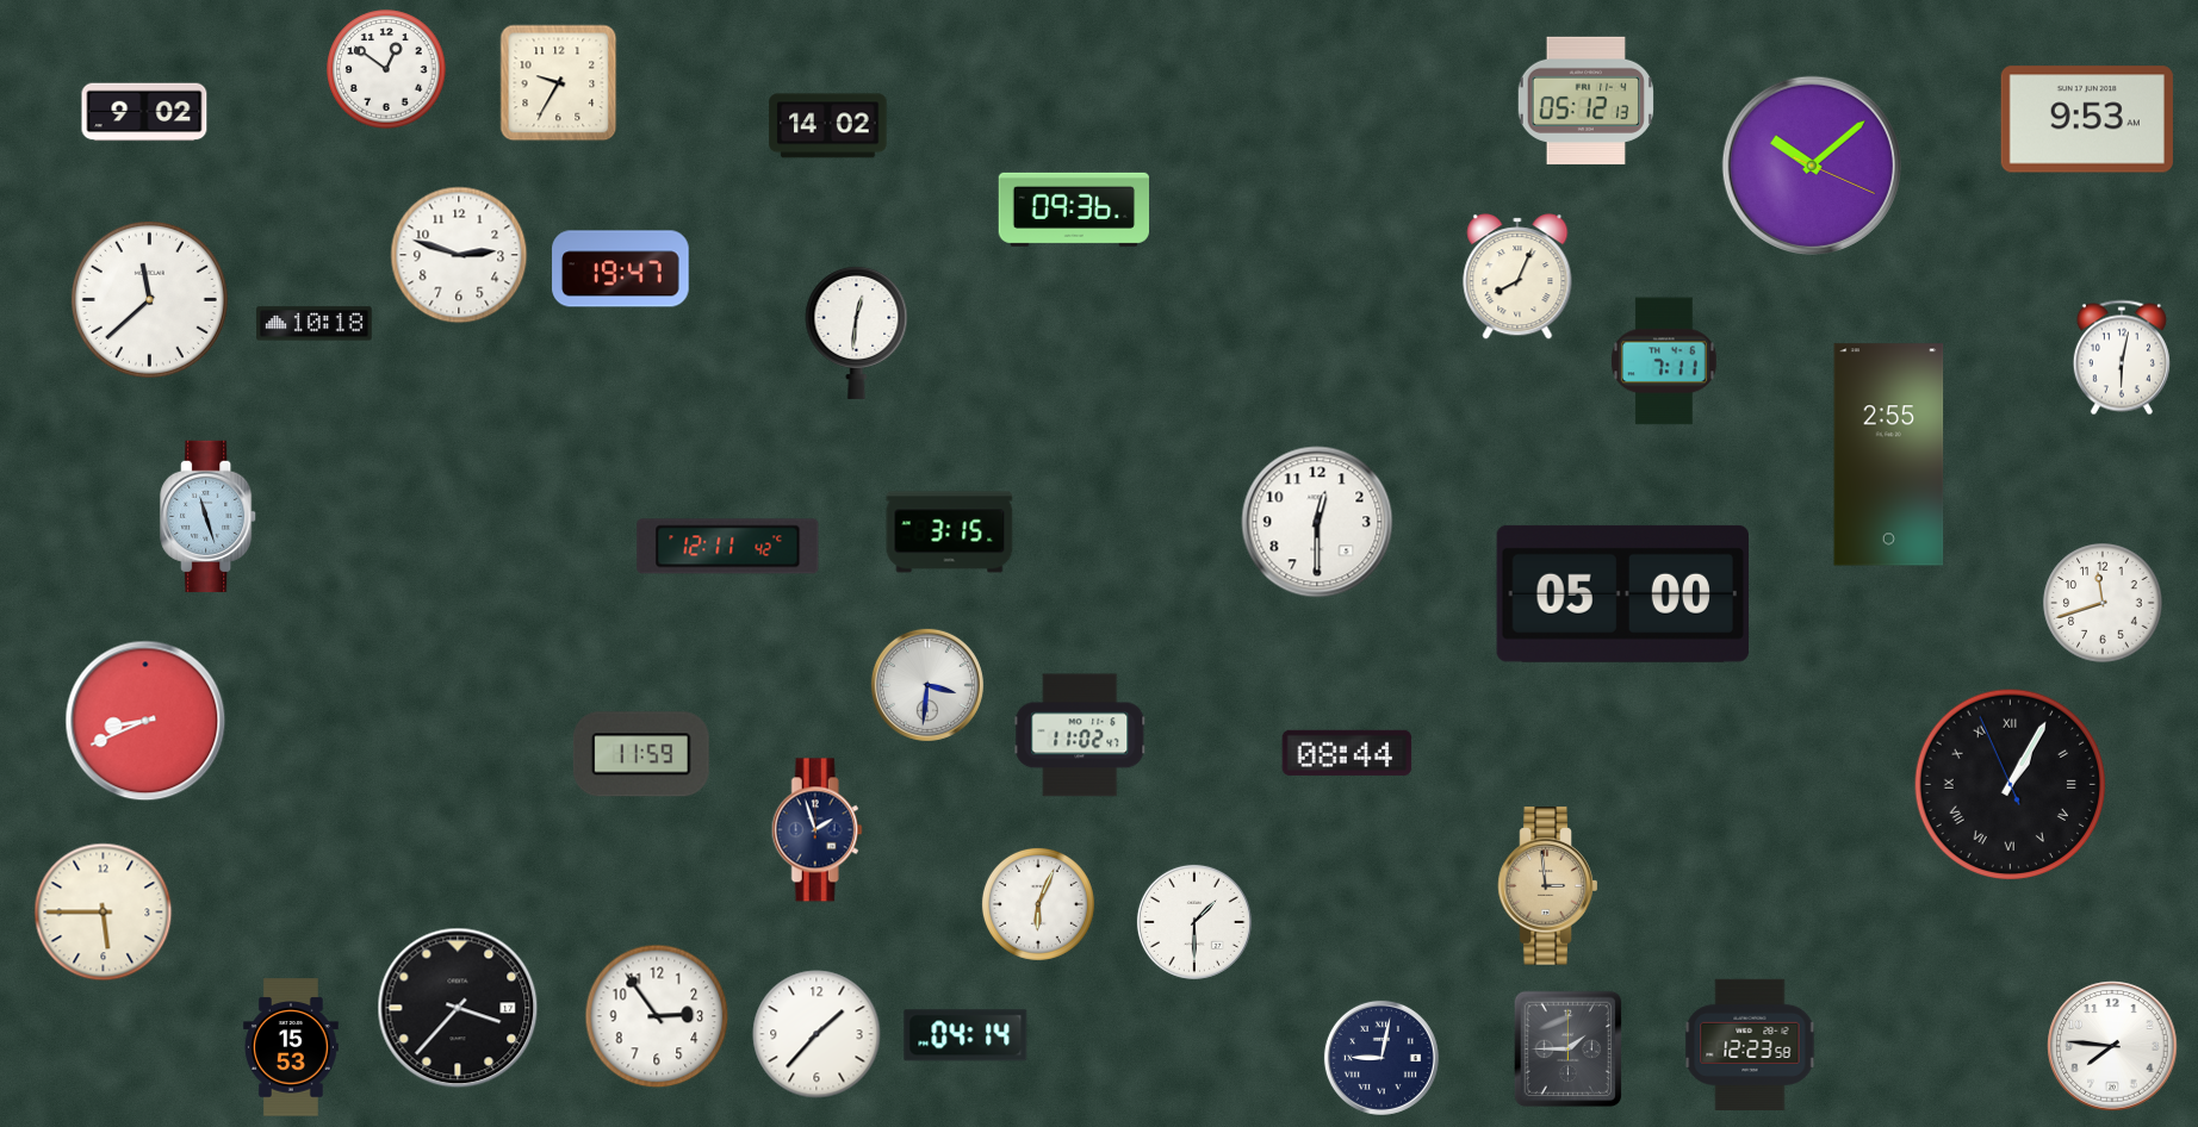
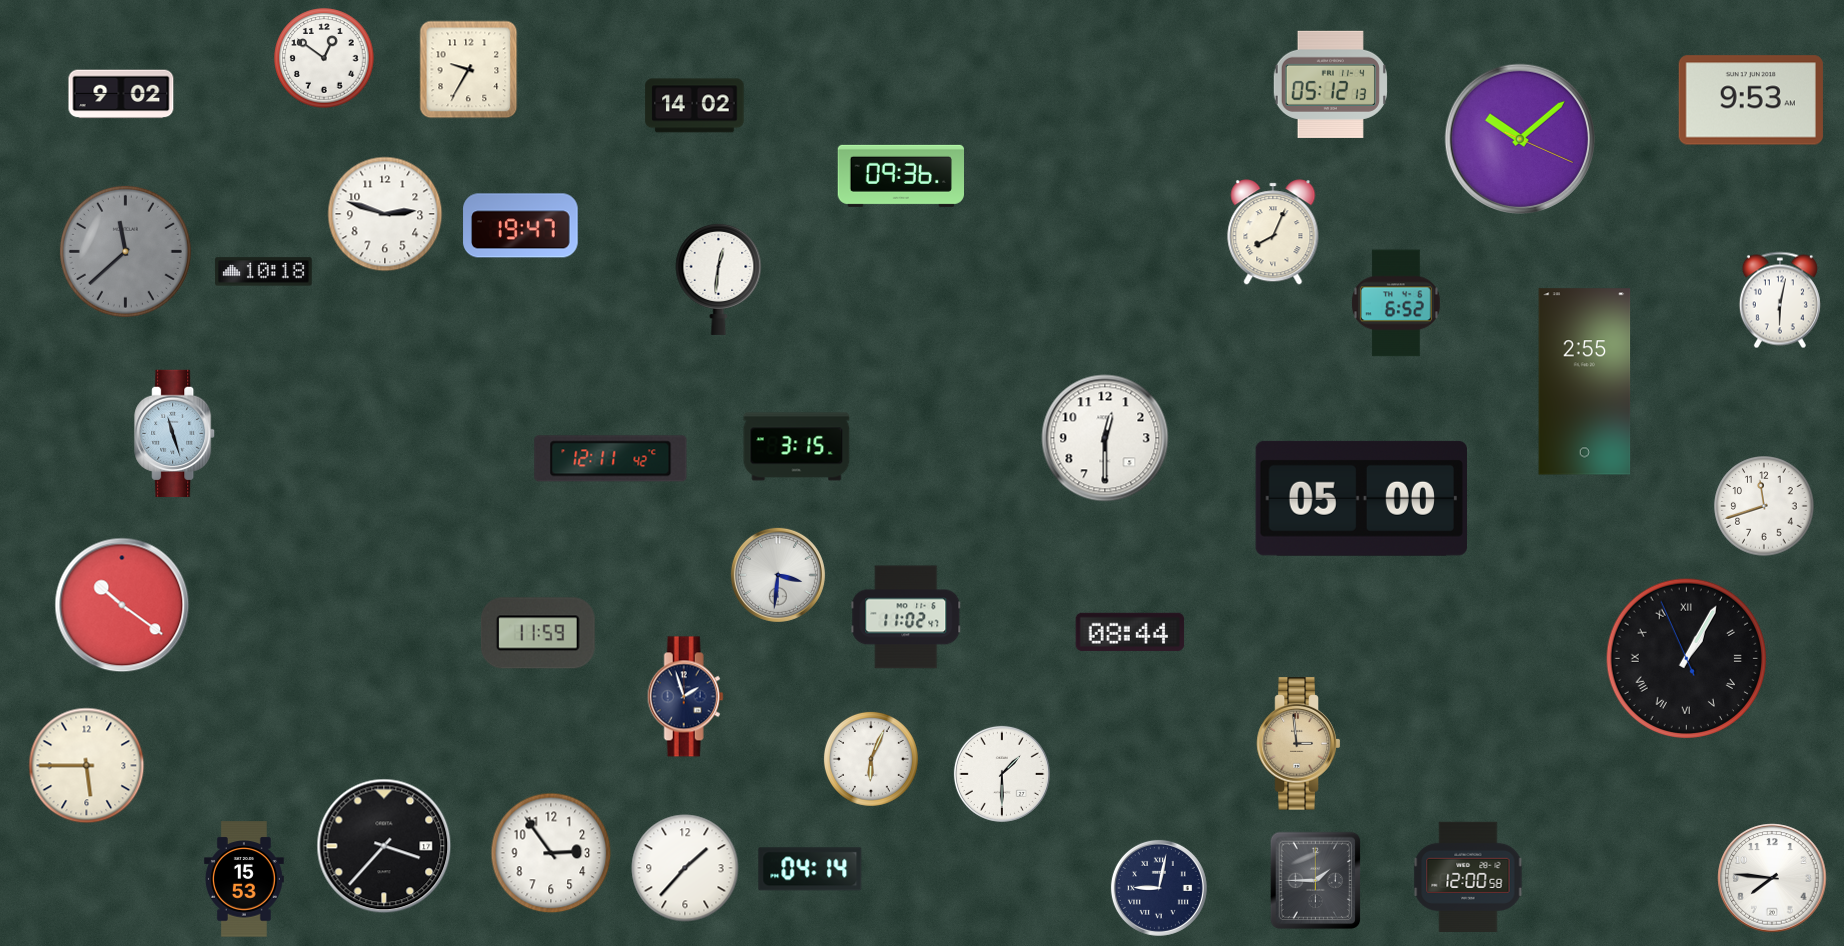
clock at (149, 299) dial: white -> grey
clock at (1665, 361): 7:11 -> 6:52
clock at (145, 721): 8:41 -> 10:21
clock at (1750, 1045): 12:23 -> 12:00
